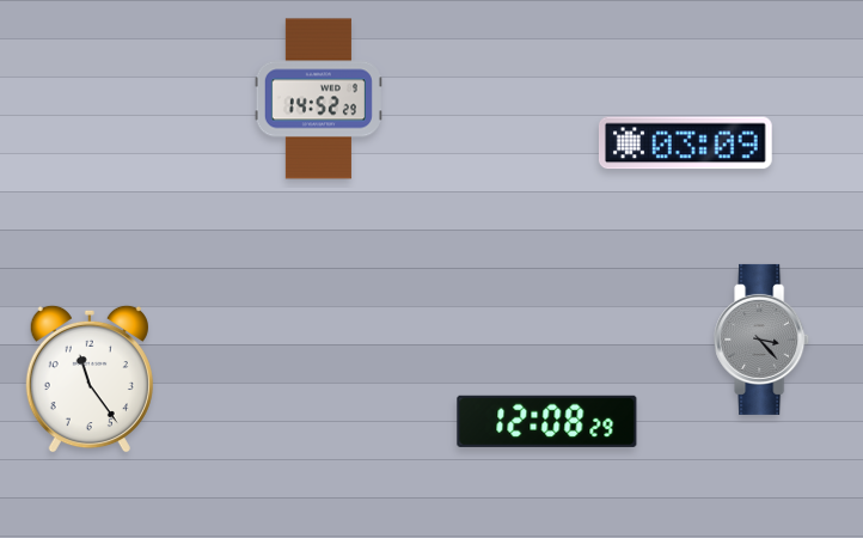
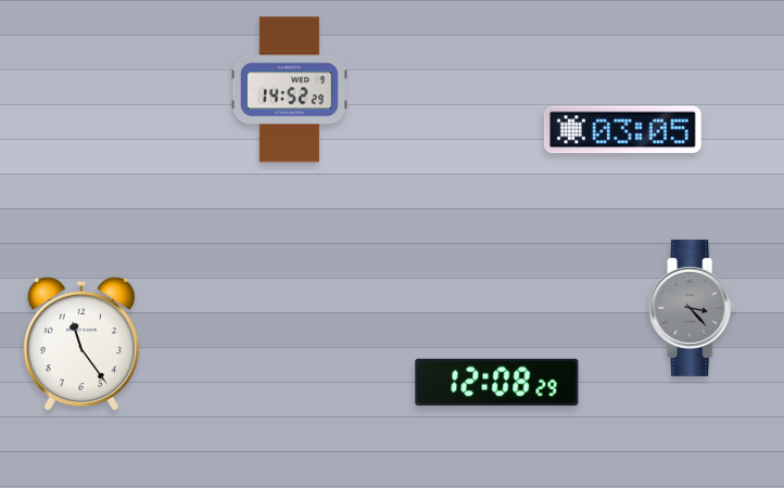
clock at (685, 143): 03:09 -> 03:05
